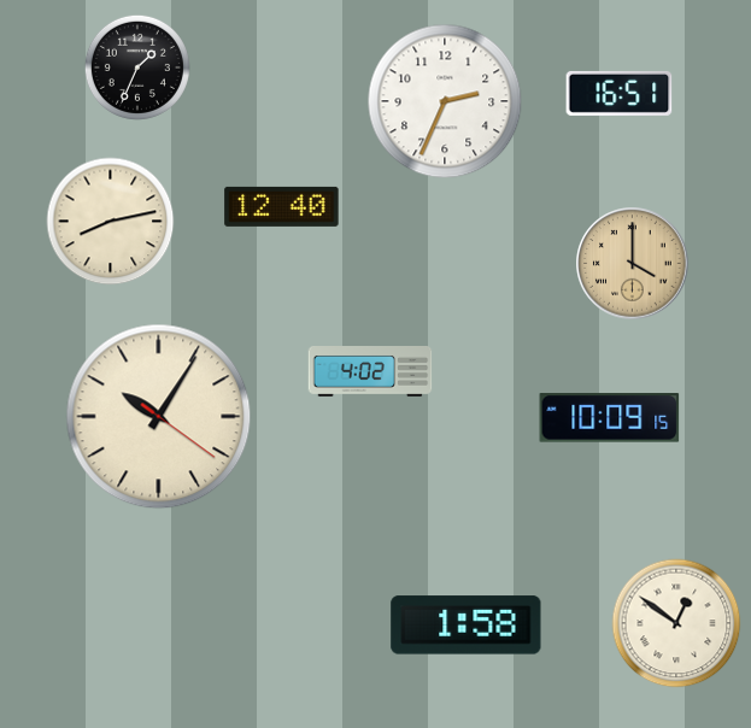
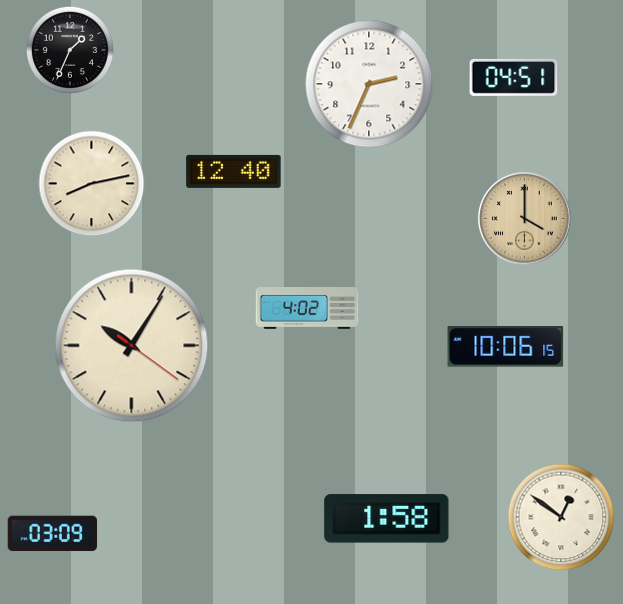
clock at (137, 67) position: (137, 67) -> (70, 50)
clock at (620, 93): 16:51 -> 04:51
clock at (610, 418): 10:09 -> 10:06
clock at (52, 534): none -> 03:09
